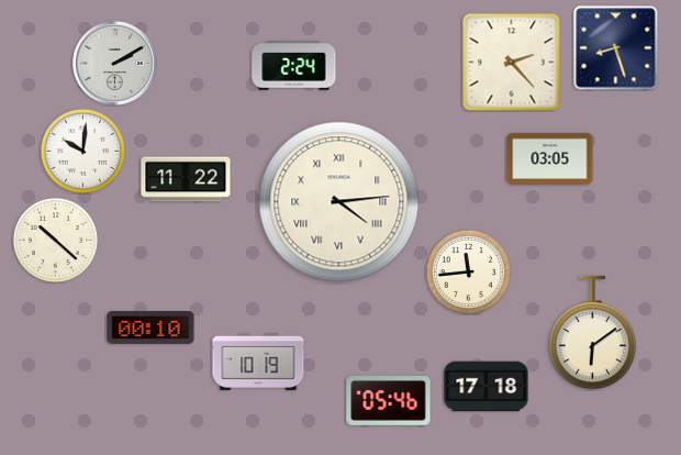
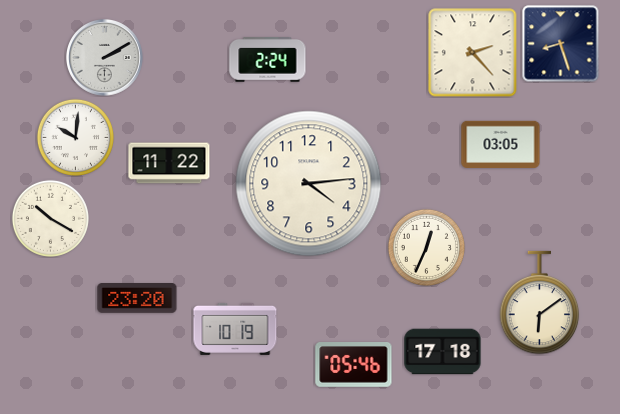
clock at (512, 63) position: (512, 63) -> (473, 53)
clock at (339, 202) numerals: Roman -> Arabic
clock at (55, 240): 10:22 -> 10:20
clock at (468, 271): 11:44 -> 12:34
clock at (150, 328): 00:10 -> 23:20
